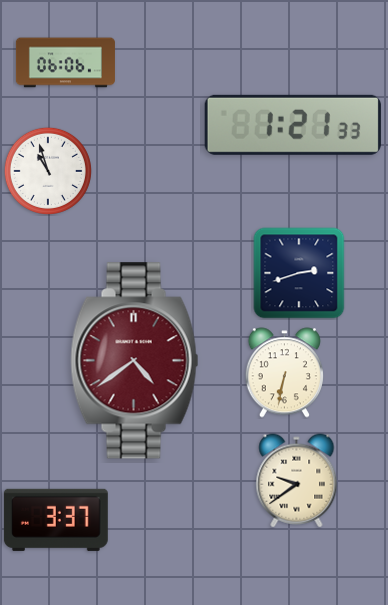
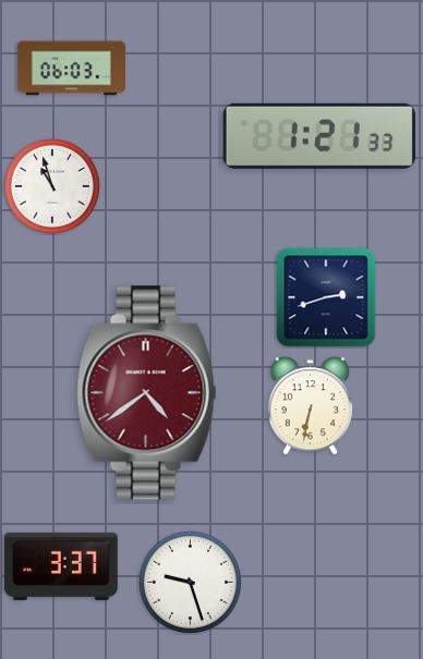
clock at (65, 63): 06:06 -> 06:03
clock at (297, 481): 9:39 -> none
clock at (190, 582): none -> 9:27
